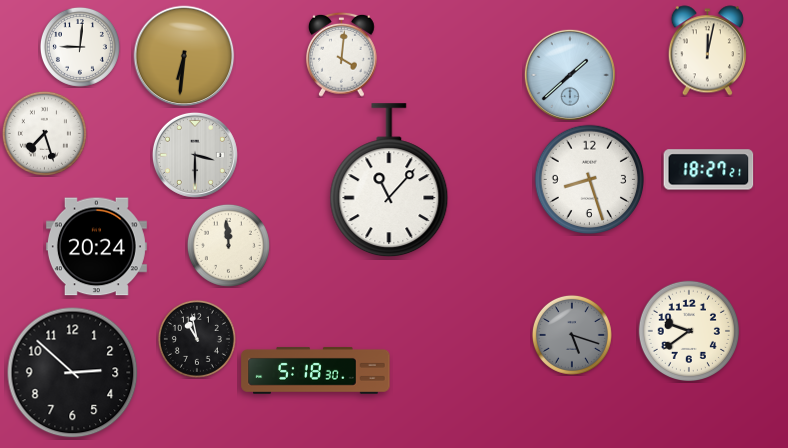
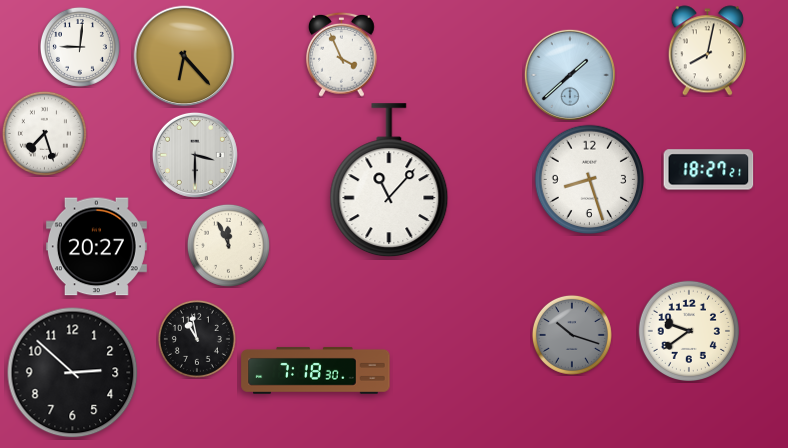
clock at (707, 51): 12:02 -> 8:02
clock at (342, 54): 4:01 -> 3:56
clock at (184, 56): 6:31 -> 6:23
clock at (228, 245): 11:59 -> 11:56
clock at (96, 247): 20:24 -> 20:27
clock at (572, 335): 5:18 -> 10:18
clock at (316, 370): 5:18 -> 7:18
